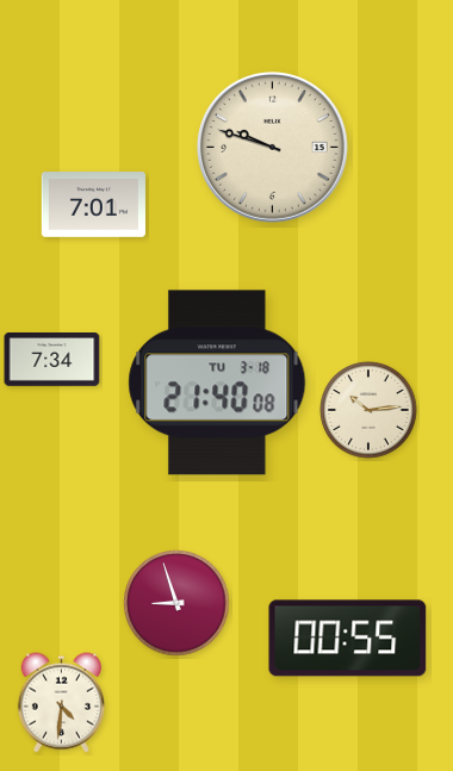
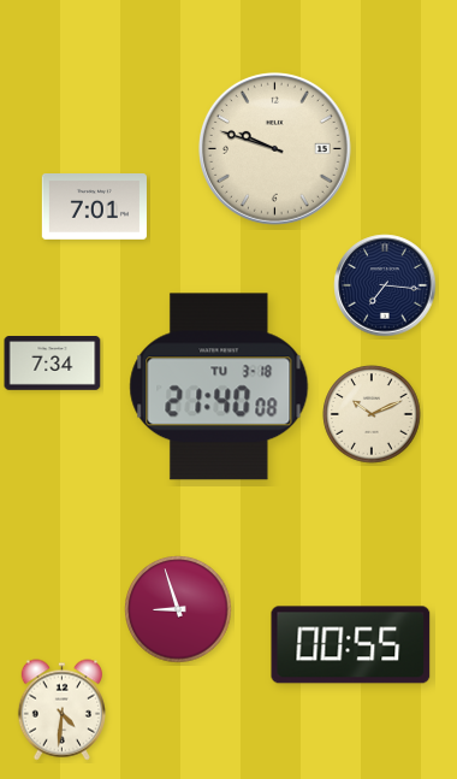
clock at (385, 285): none -> 7:16
clock at (368, 410): 10:14 -> 10:11
